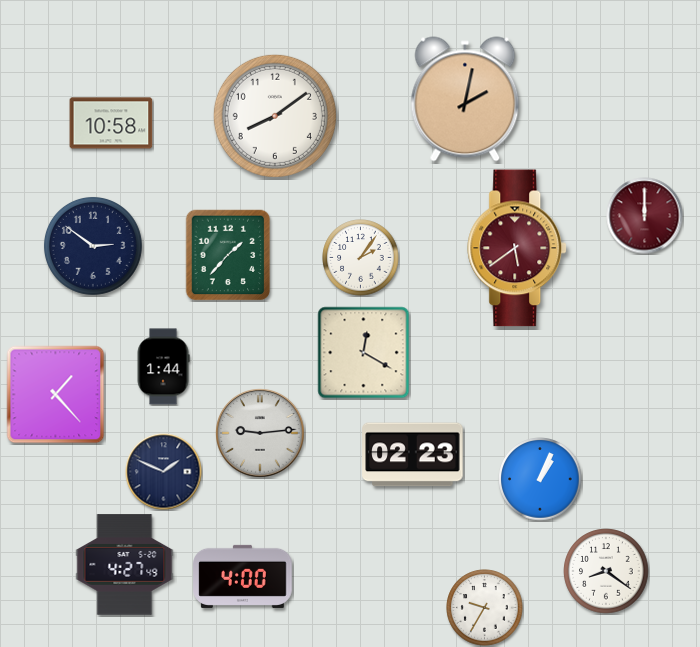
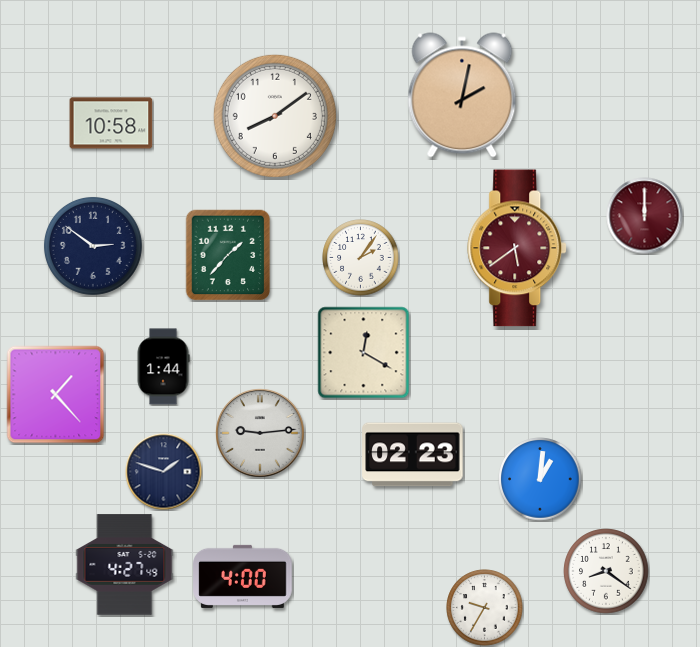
clock at (465, 99) position: (465, 99) -> (462, 95)
clock at (164, 472): 1:49 -> 1:48
clock at (540, 479): 1:04 -> 1:01
